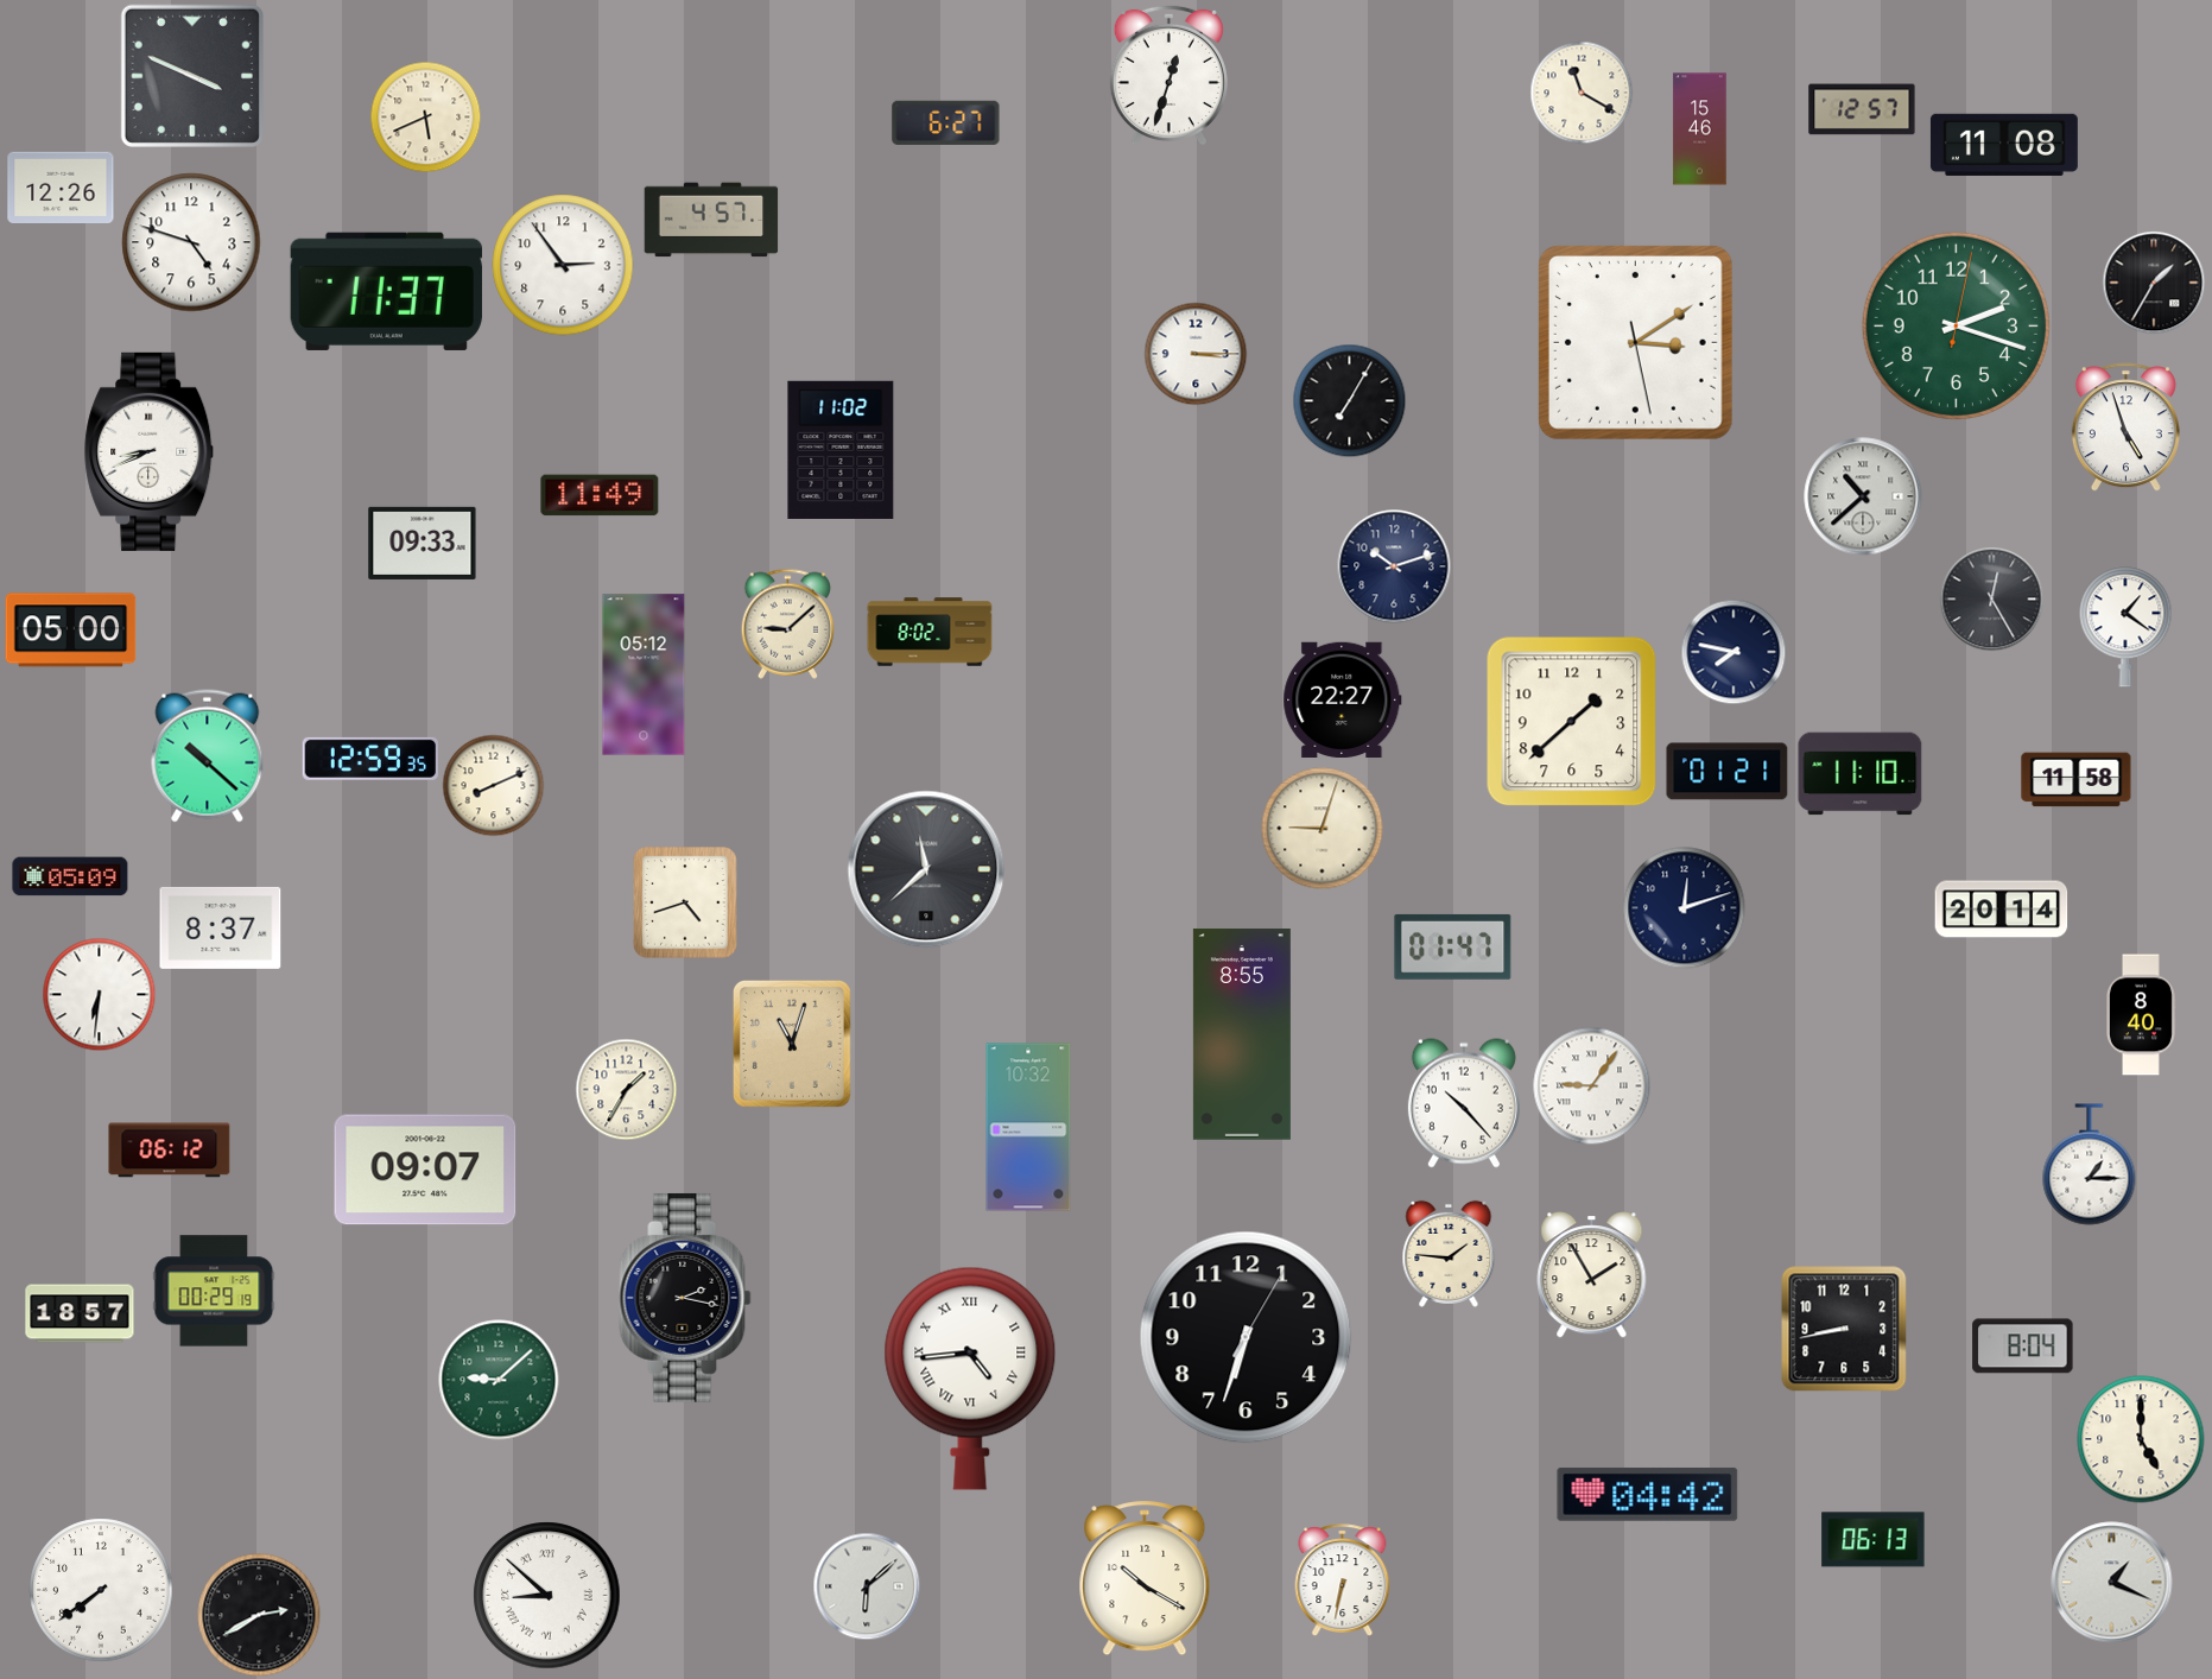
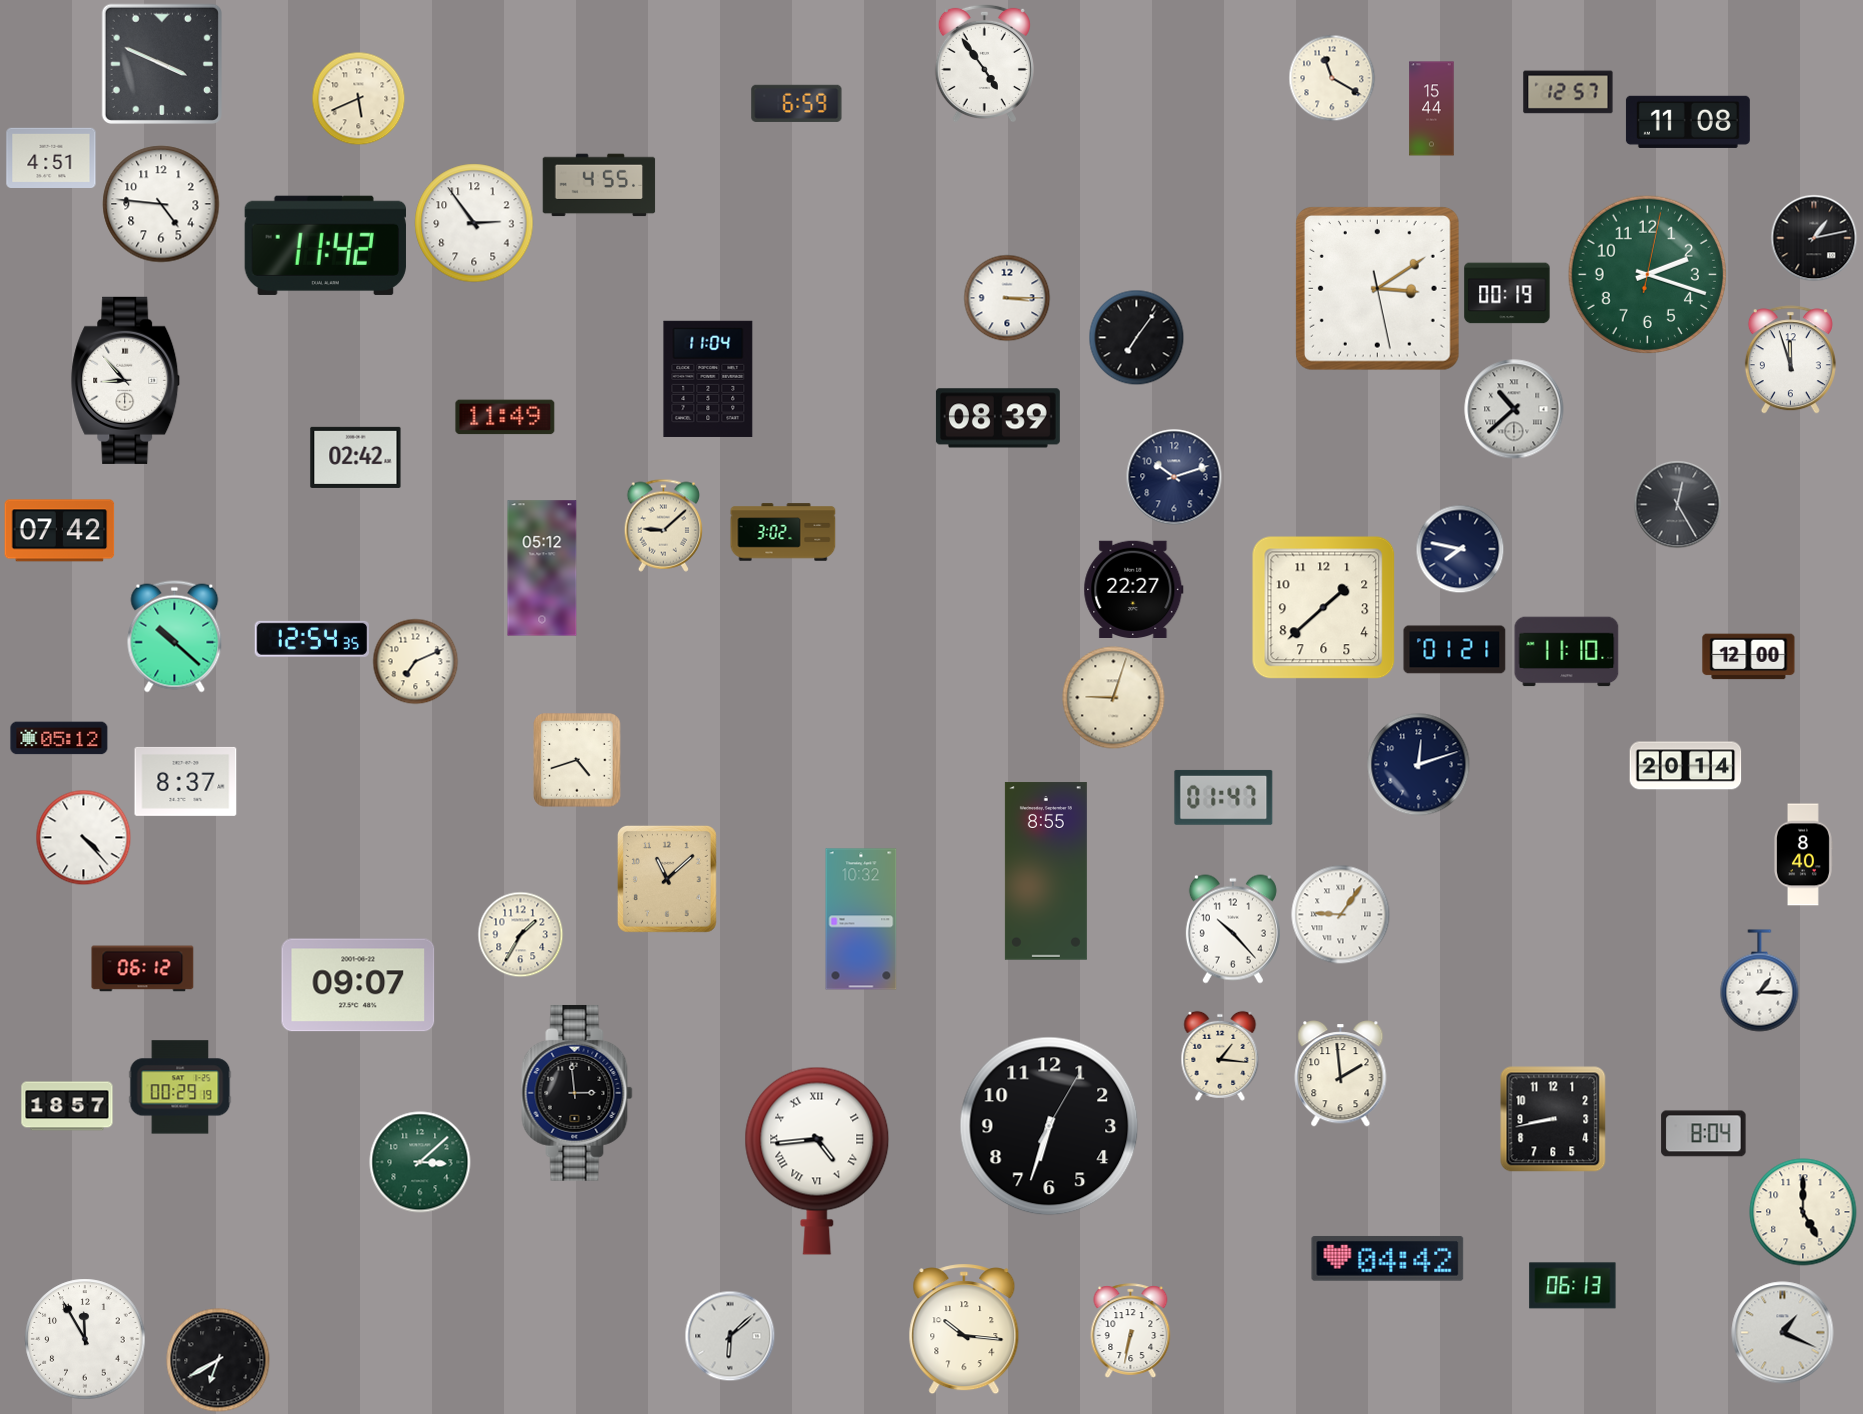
clock at (1168, 75): 12:33 -> 4:54
clock at (946, 122): 6:27 -> 6:59
clock at (1700, 129): 15:46 -> 15:44
clock at (61, 186): 12:26 -> 4:51
clock at (711, 220): 4:57 -> 4:55
clock at (191, 242): 4:48 -> 4:46
clock at (2154, 283): 1:35 -> 1:13
clock at (386, 291): 11:37 -> 11:42
clock at (1507, 293): none -> 00:19
clock at (1349, 400): 7:05 -> 7:06
clock at (2125, 427): 4:57 -> 11:57
clock at (841, 450): 11:02 -> 11:04
clock at (150, 451): 8:41 -> 8:53
clock at (998, 418): none -> 08:39
clock at (1863, 496) position: (1863, 496) -> (1514, 409)
clock at (423, 543): 09:33 -> 02:42
clock at (2125, 627): 1:21 -> none
clock at (71, 631): 05:00 -> 07:42
clock at (930, 632): 8:02 -> 3:02
clock at (1343, 699) position: (1343, 699) -> (1134, 589)
clock at (369, 759): 12:59 -> 12:54
clock at (2077, 780): 11:58 -> 12:00
clock at (493, 785): 8:11 -> 7:11
clock at (926, 869): 11:38 -> none
clock at (70, 876): 05:09 -> 05:12
clock at (99, 994): 6:31 -> 4:23
clock at (792, 1044): 11:03 -> 11:08
clock at (626, 1089) position: (626, 1089) -> (520, 934)
clock at (1028, 1127) position: (1028, 1127) -> (861, 919)
clock at (1449, 1254): 1:46 -> 1:16
clock at (1592, 1275): 1:55 -> 1:59
clock at (685, 1298): 2:17 -> 2:59
clock at (499, 1380): 9:08 -> 3:08
clock at (1874, 1540) position: (1874, 1540) -> (1573, 1286)
clock at (1145, 1578): 10:20 -> 10:16
clock at (2112, 1583) position: (2112, 1583) -> (1783, 1333)
clock at (101, 1590): 7:39 -> 11:55
clock at (547, 1596): 8:52 -> none
clock at (259, 1615): 2:40 -> 6:40
